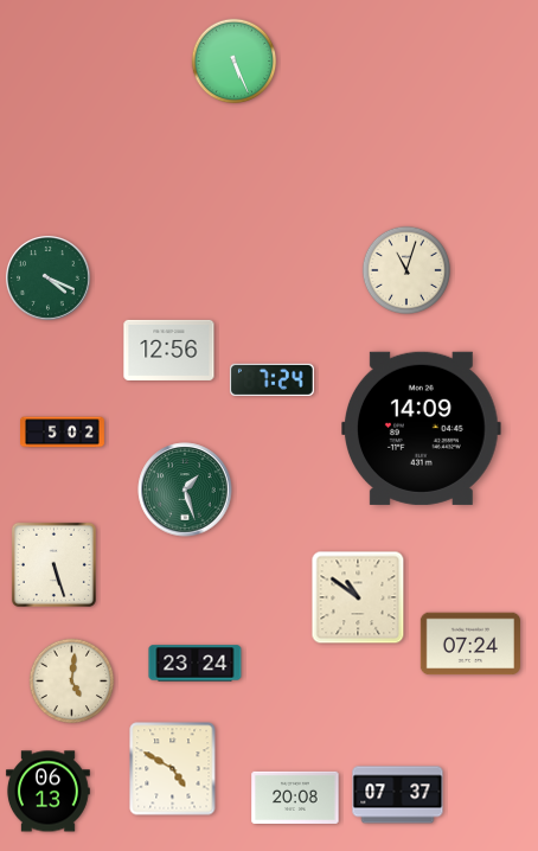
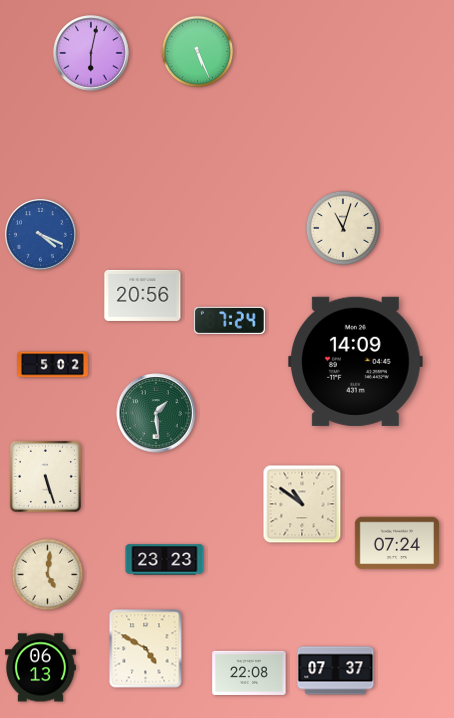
clock at (91, 53): none -> 6:02
clock at (47, 277) dial: green -> blue
clock at (169, 350): 12:56 -> 20:56
clock at (185, 490): 1:27 -> 1:29
clock at (196, 664): 23:24 -> 23:23
clock at (72, 682) position: (72, 682) -> (48, 575)
clock at (295, 798): 20:08 -> 22:08
